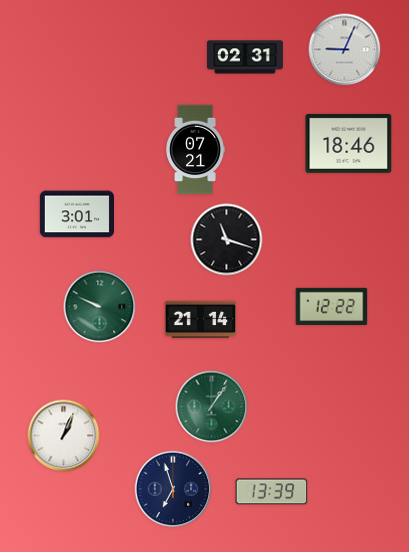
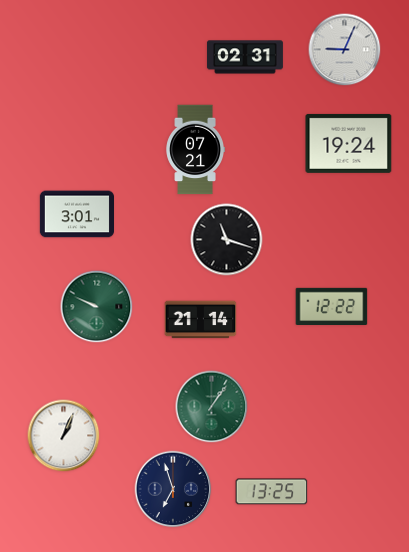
clock at (349, 143): 18:46 -> 19:24
clock at (100, 307) position: (100, 307) -> (97, 307)
clock at (272, 492): 13:39 -> 13:25
